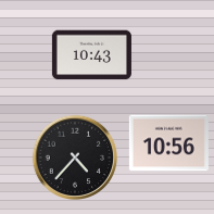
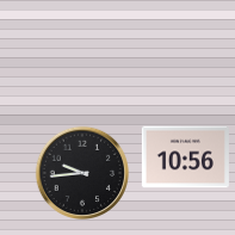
clock at (91, 55): 10:43 -> none
clock at (74, 156): 4:37 -> 9:44
